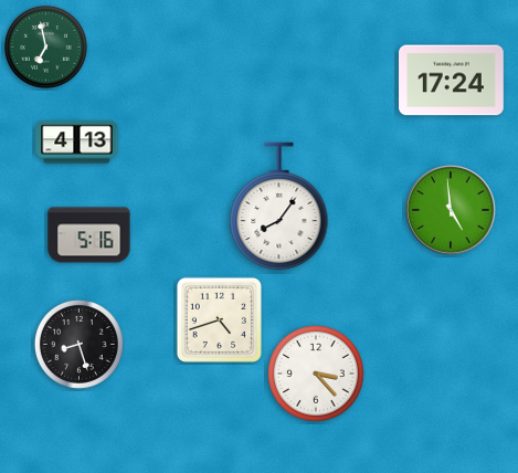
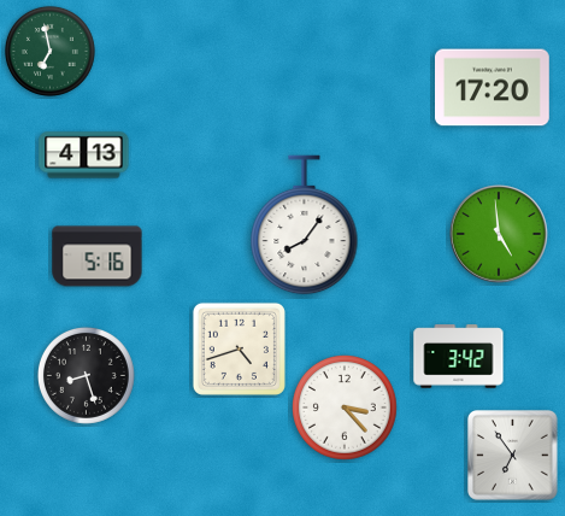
clock at (452, 81): 17:24 -> 17:20
clock at (451, 210) position: (451, 210) -> (499, 234)
clock at (459, 357): none -> 3:42
clock at (513, 456): none -> 6:54
